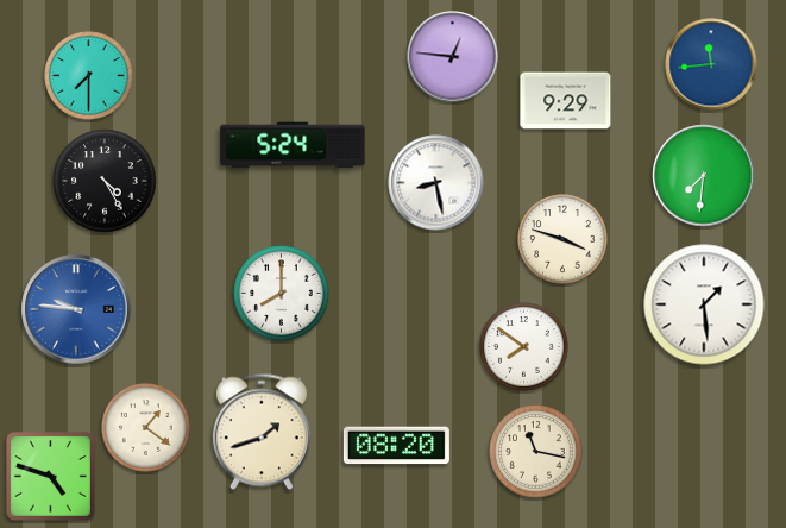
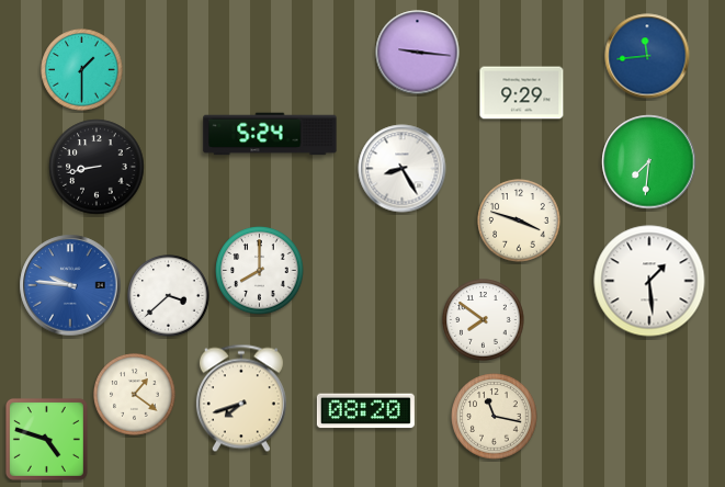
clock at (453, 57): 12:46 -> 9:16
clock at (711, 64) position: (711, 64) -> (647, 56)
clock at (89, 76): 7:30 -> 1:30
clock at (105, 181): 4:25 -> 8:43
clock at (436, 183): 8:28 -> 8:25
clock at (169, 296): none -> 3:38
clock at (262, 432): 1:42 -> 7:42
